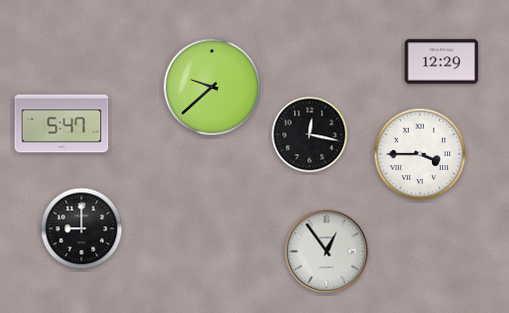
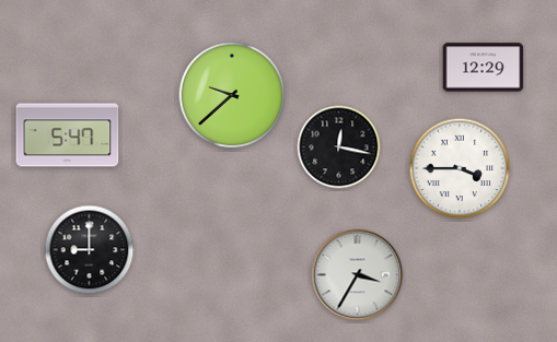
clock at (327, 252): 12:54 -> 3:35
